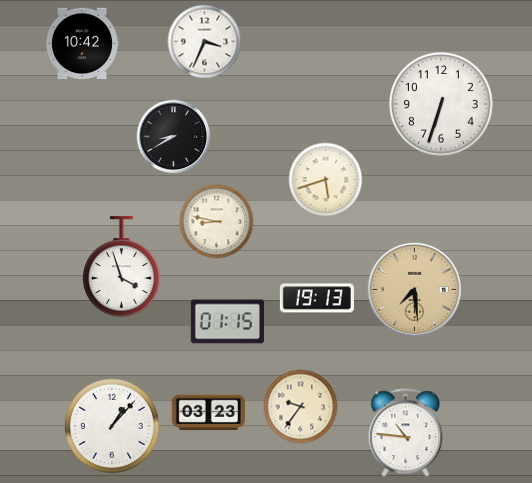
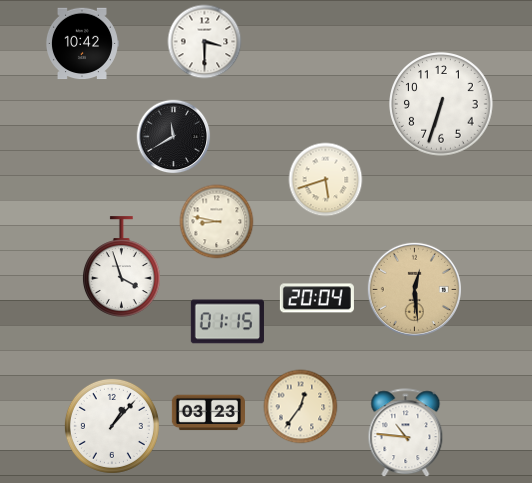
clock at (205, 42): 3:34 -> 3:30
clock at (174, 137): 8:40 -> 11:40
clock at (414, 289): 7:29 -> 12:29
clock at (317, 298): 19:13 -> 20:04
clock at (301, 407): 9:36 -> 12:36
